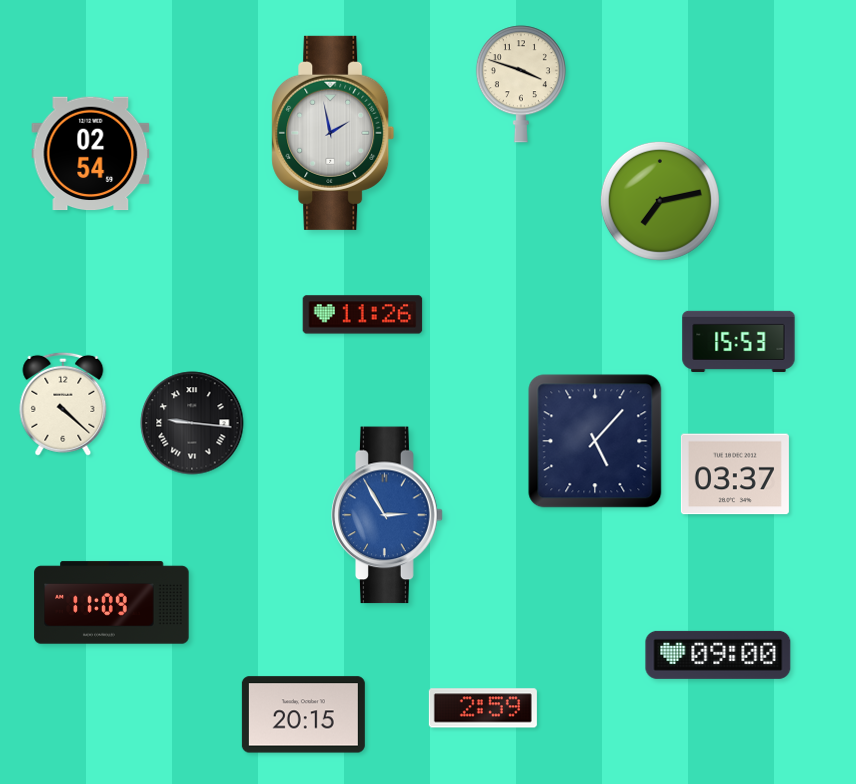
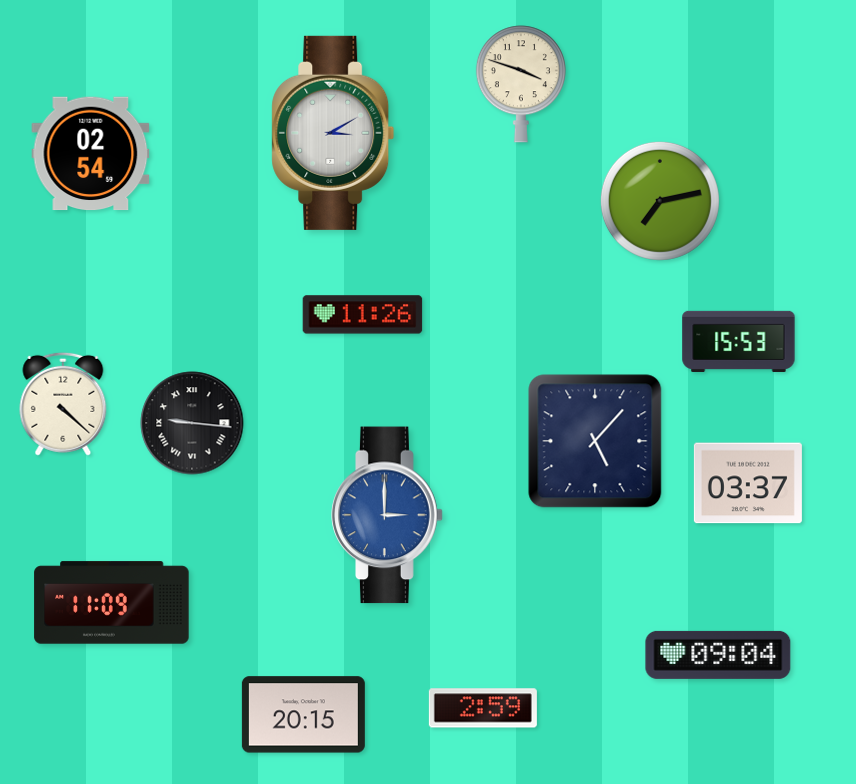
clock at (333, 133): 1:58 -> 3:10
clock at (735, 474) position: (735, 474) -> (748, 483)
clock at (387, 515): 2:55 -> 3:00
clock at (718, 655): 09:00 -> 09:04
